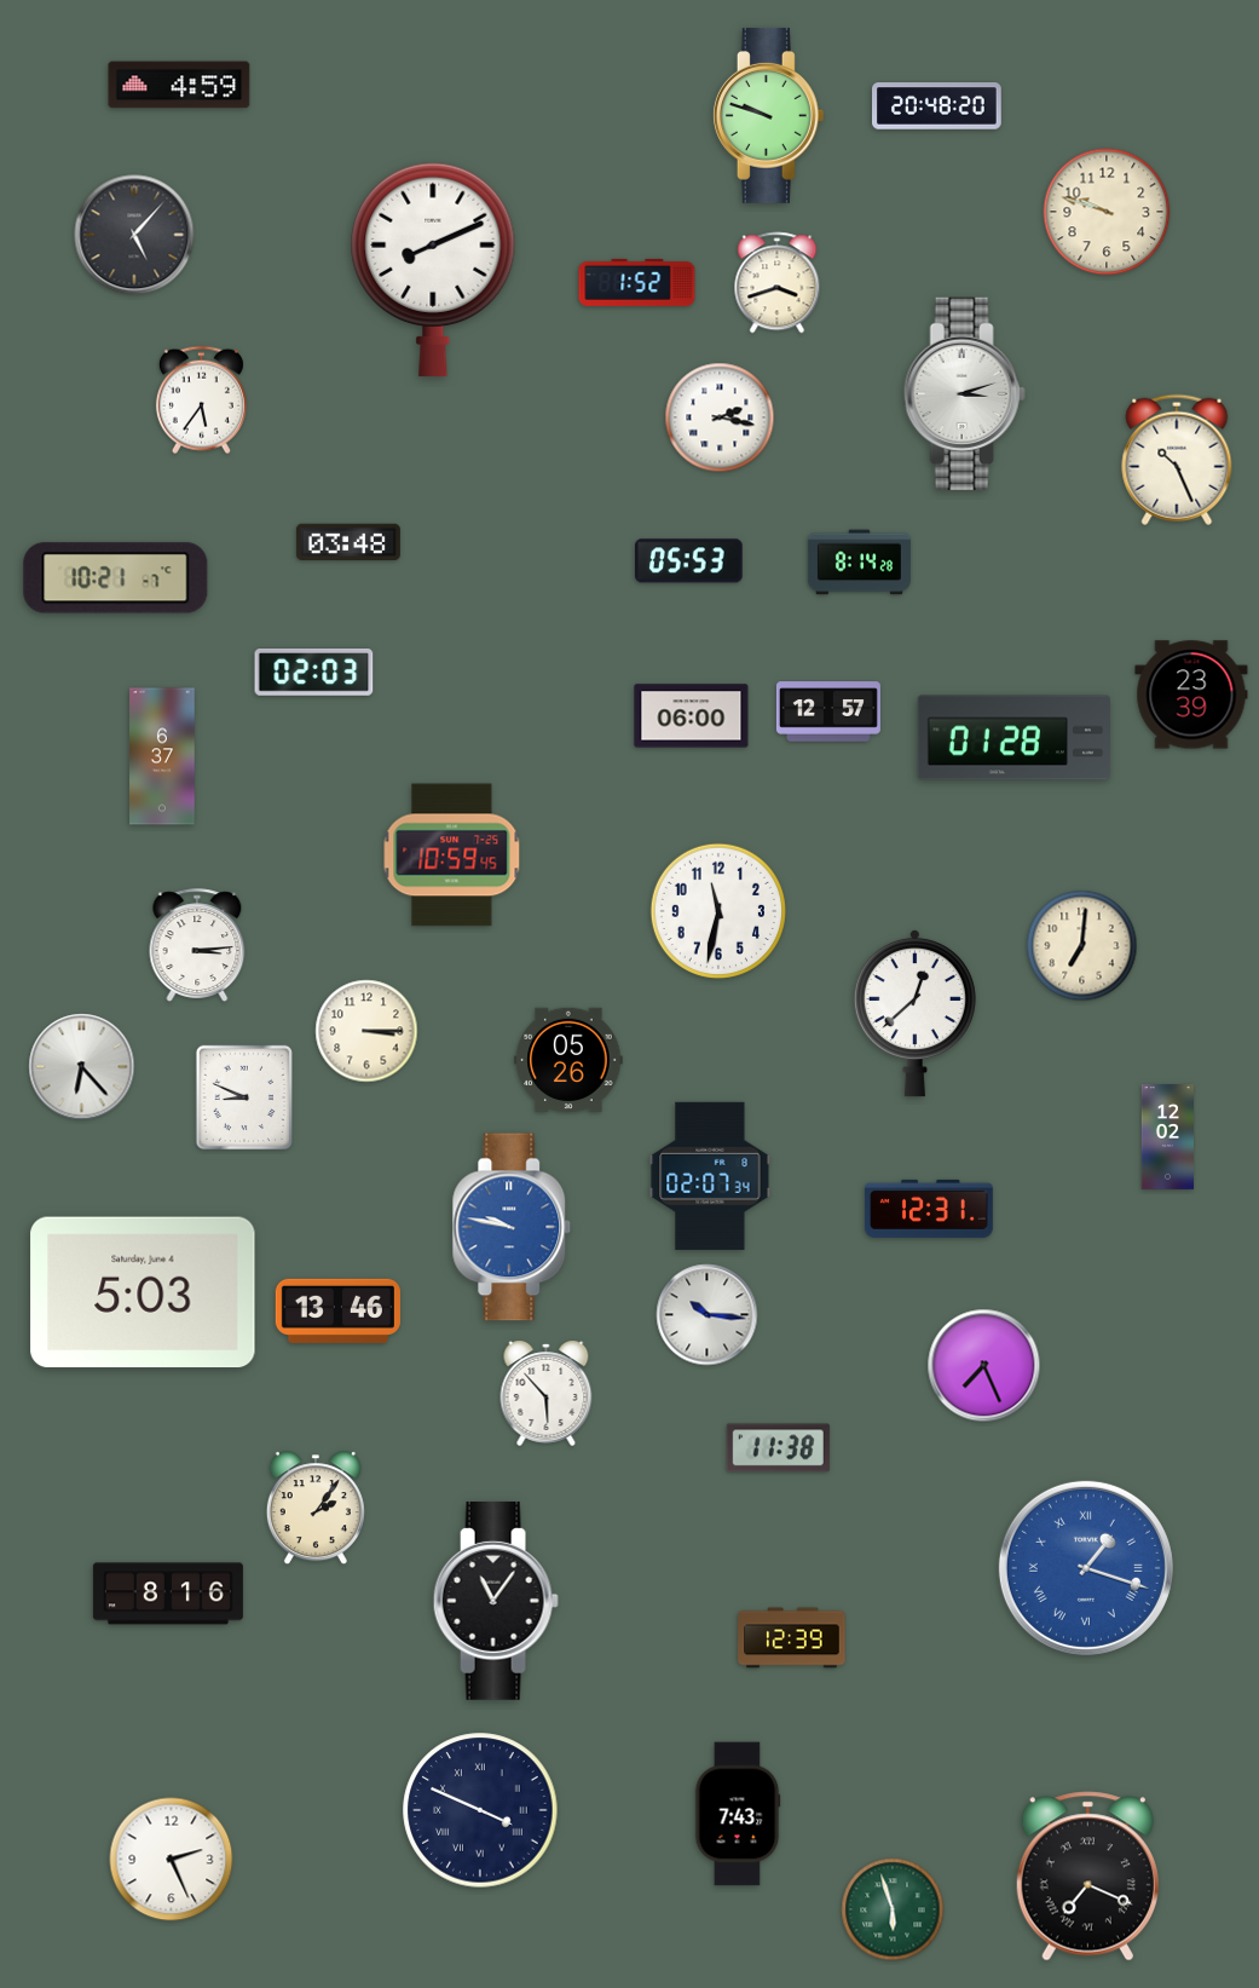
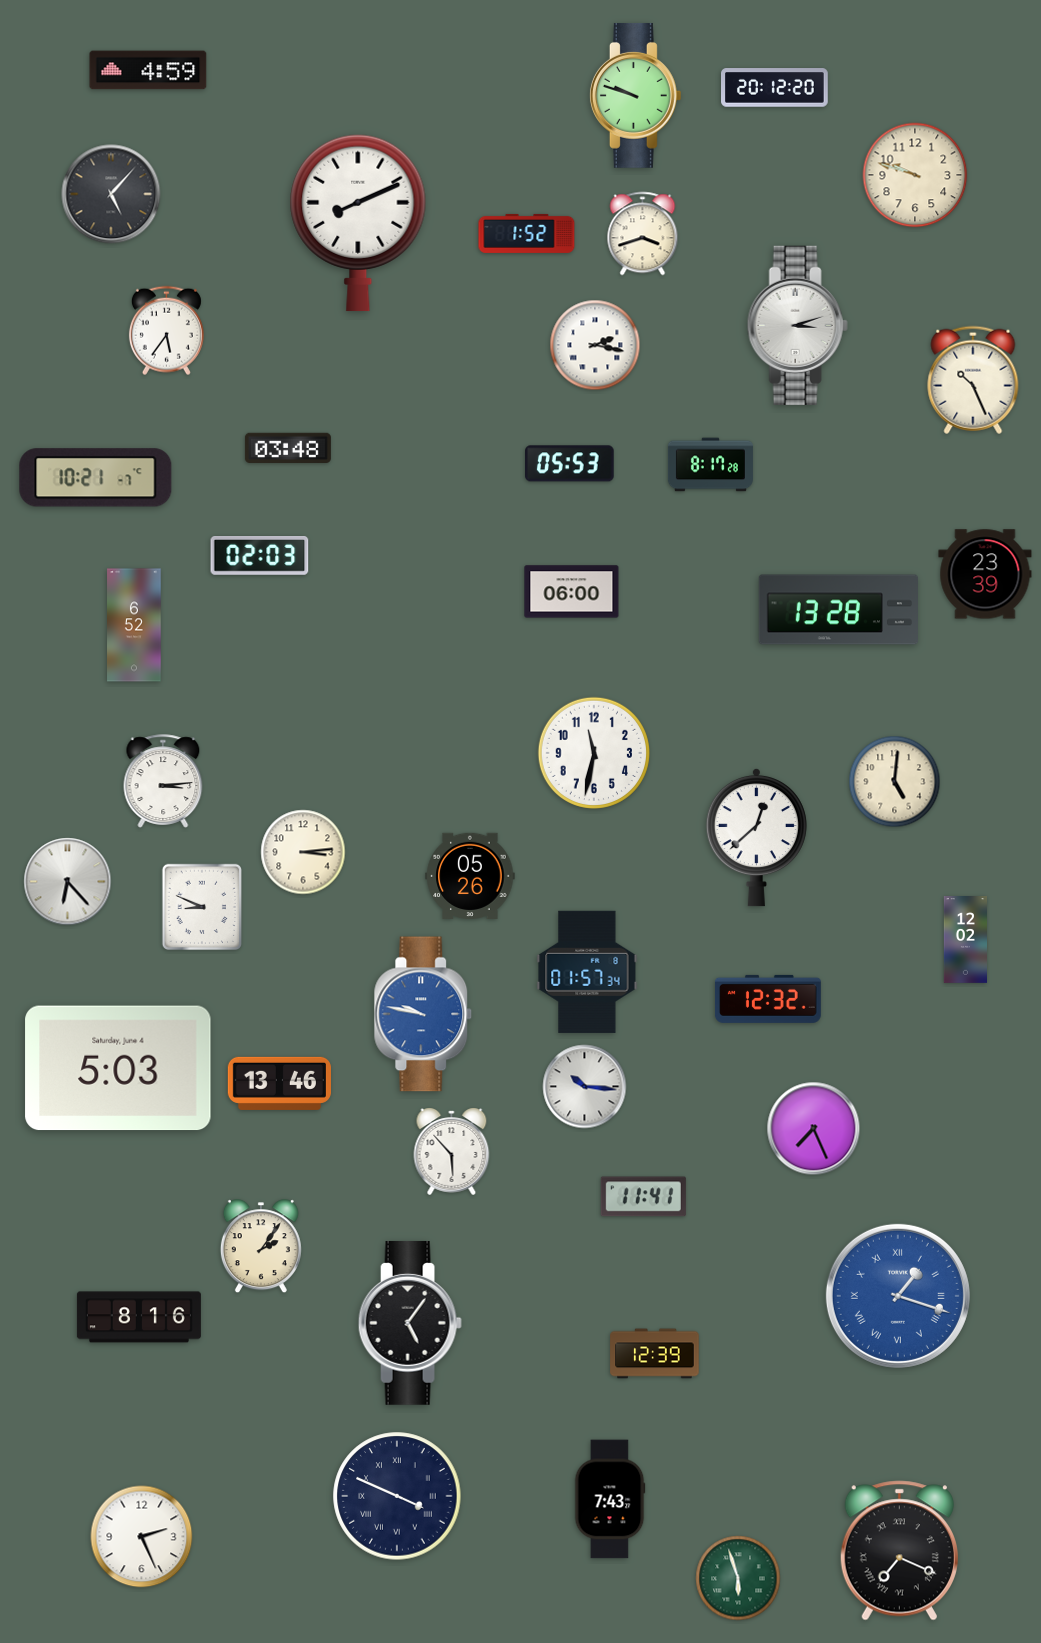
clock at (937, 106): 20:48 -> 20:12
clock at (859, 563): 8:14 -> 8:17
clock at (828, 711): 12:57 -> none
clock at (1013, 738): 01:28 -> 13:28
clock at (162, 756): 6:37 -> 6:52
clock at (452, 855): 10:59 -> none
clock at (1082, 946): 7:01 -> 5:01
clock at (366, 1031): 3:15 -> 3:14
clock at (710, 1176): 02:07 -> 01:57
clock at (929, 1209): 12:31 -> 12:32
clock at (778, 1448): 11:38 -> 11:41
clock at (496, 1601): 11:06 -> 5:06
